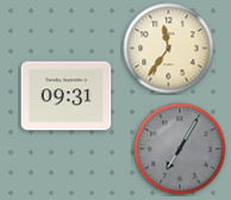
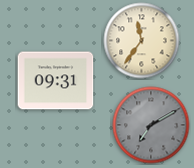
clock at (180, 149): 7:05 -> 7:10
